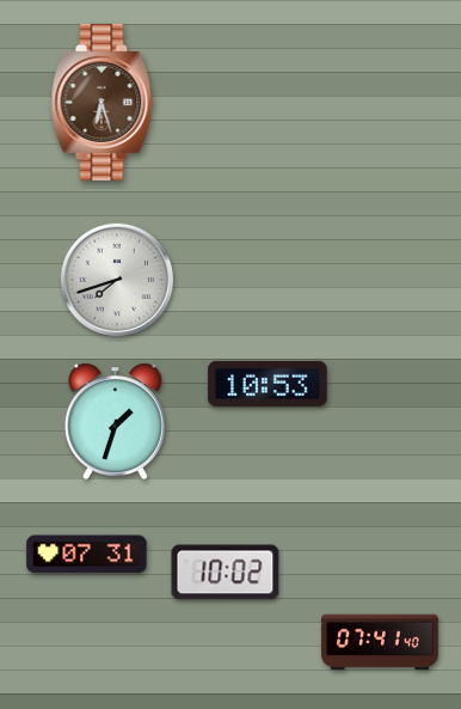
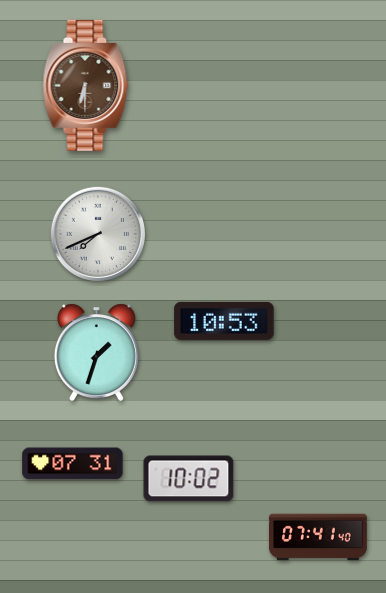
clock at (103, 102): 6:27 -> 6:30
clock at (116, 279): 7:42 -> 7:41
